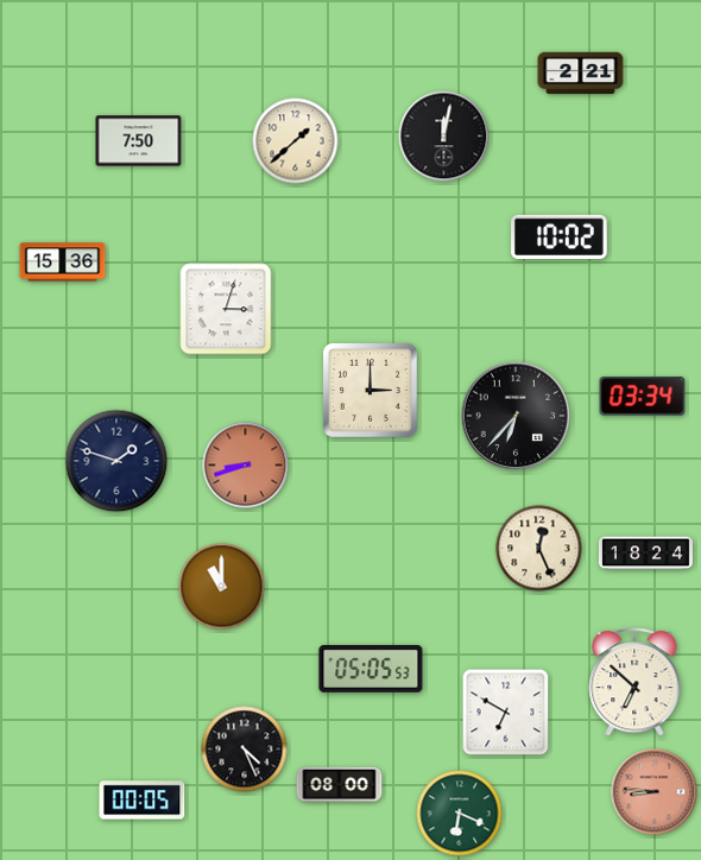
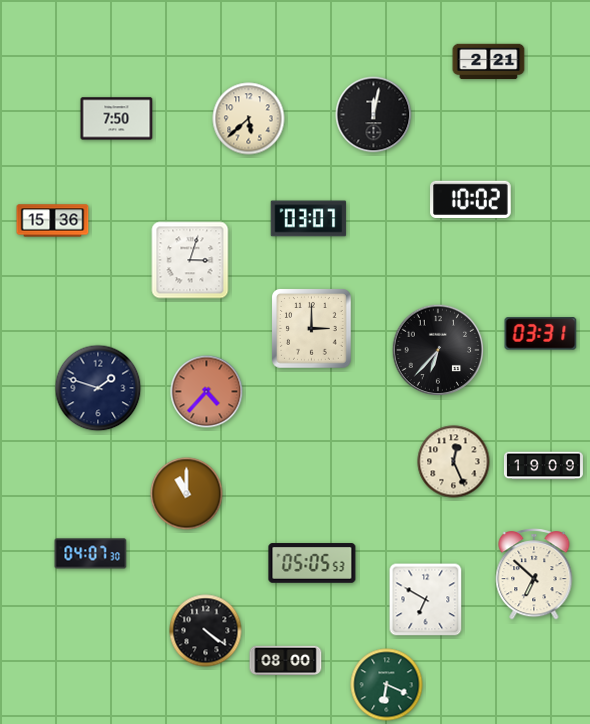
clock at (296, 141): 1:38 -> 5:38
clock at (309, 219): none -> 03:07
clock at (643, 397): 03:34 -> 03:31
clock at (516, 416) position: (516, 416) -> (438, 350)
clock at (246, 466): 8:42 -> 4:37
clock at (645, 554): 18:24 -> 19:09
clock at (91, 554): none -> 04:07
clock at (245, 750): 4:26 -> 4:21
clock at (655, 792): 8:46 -> none
clock at (143, 801): 00:05 -> none
